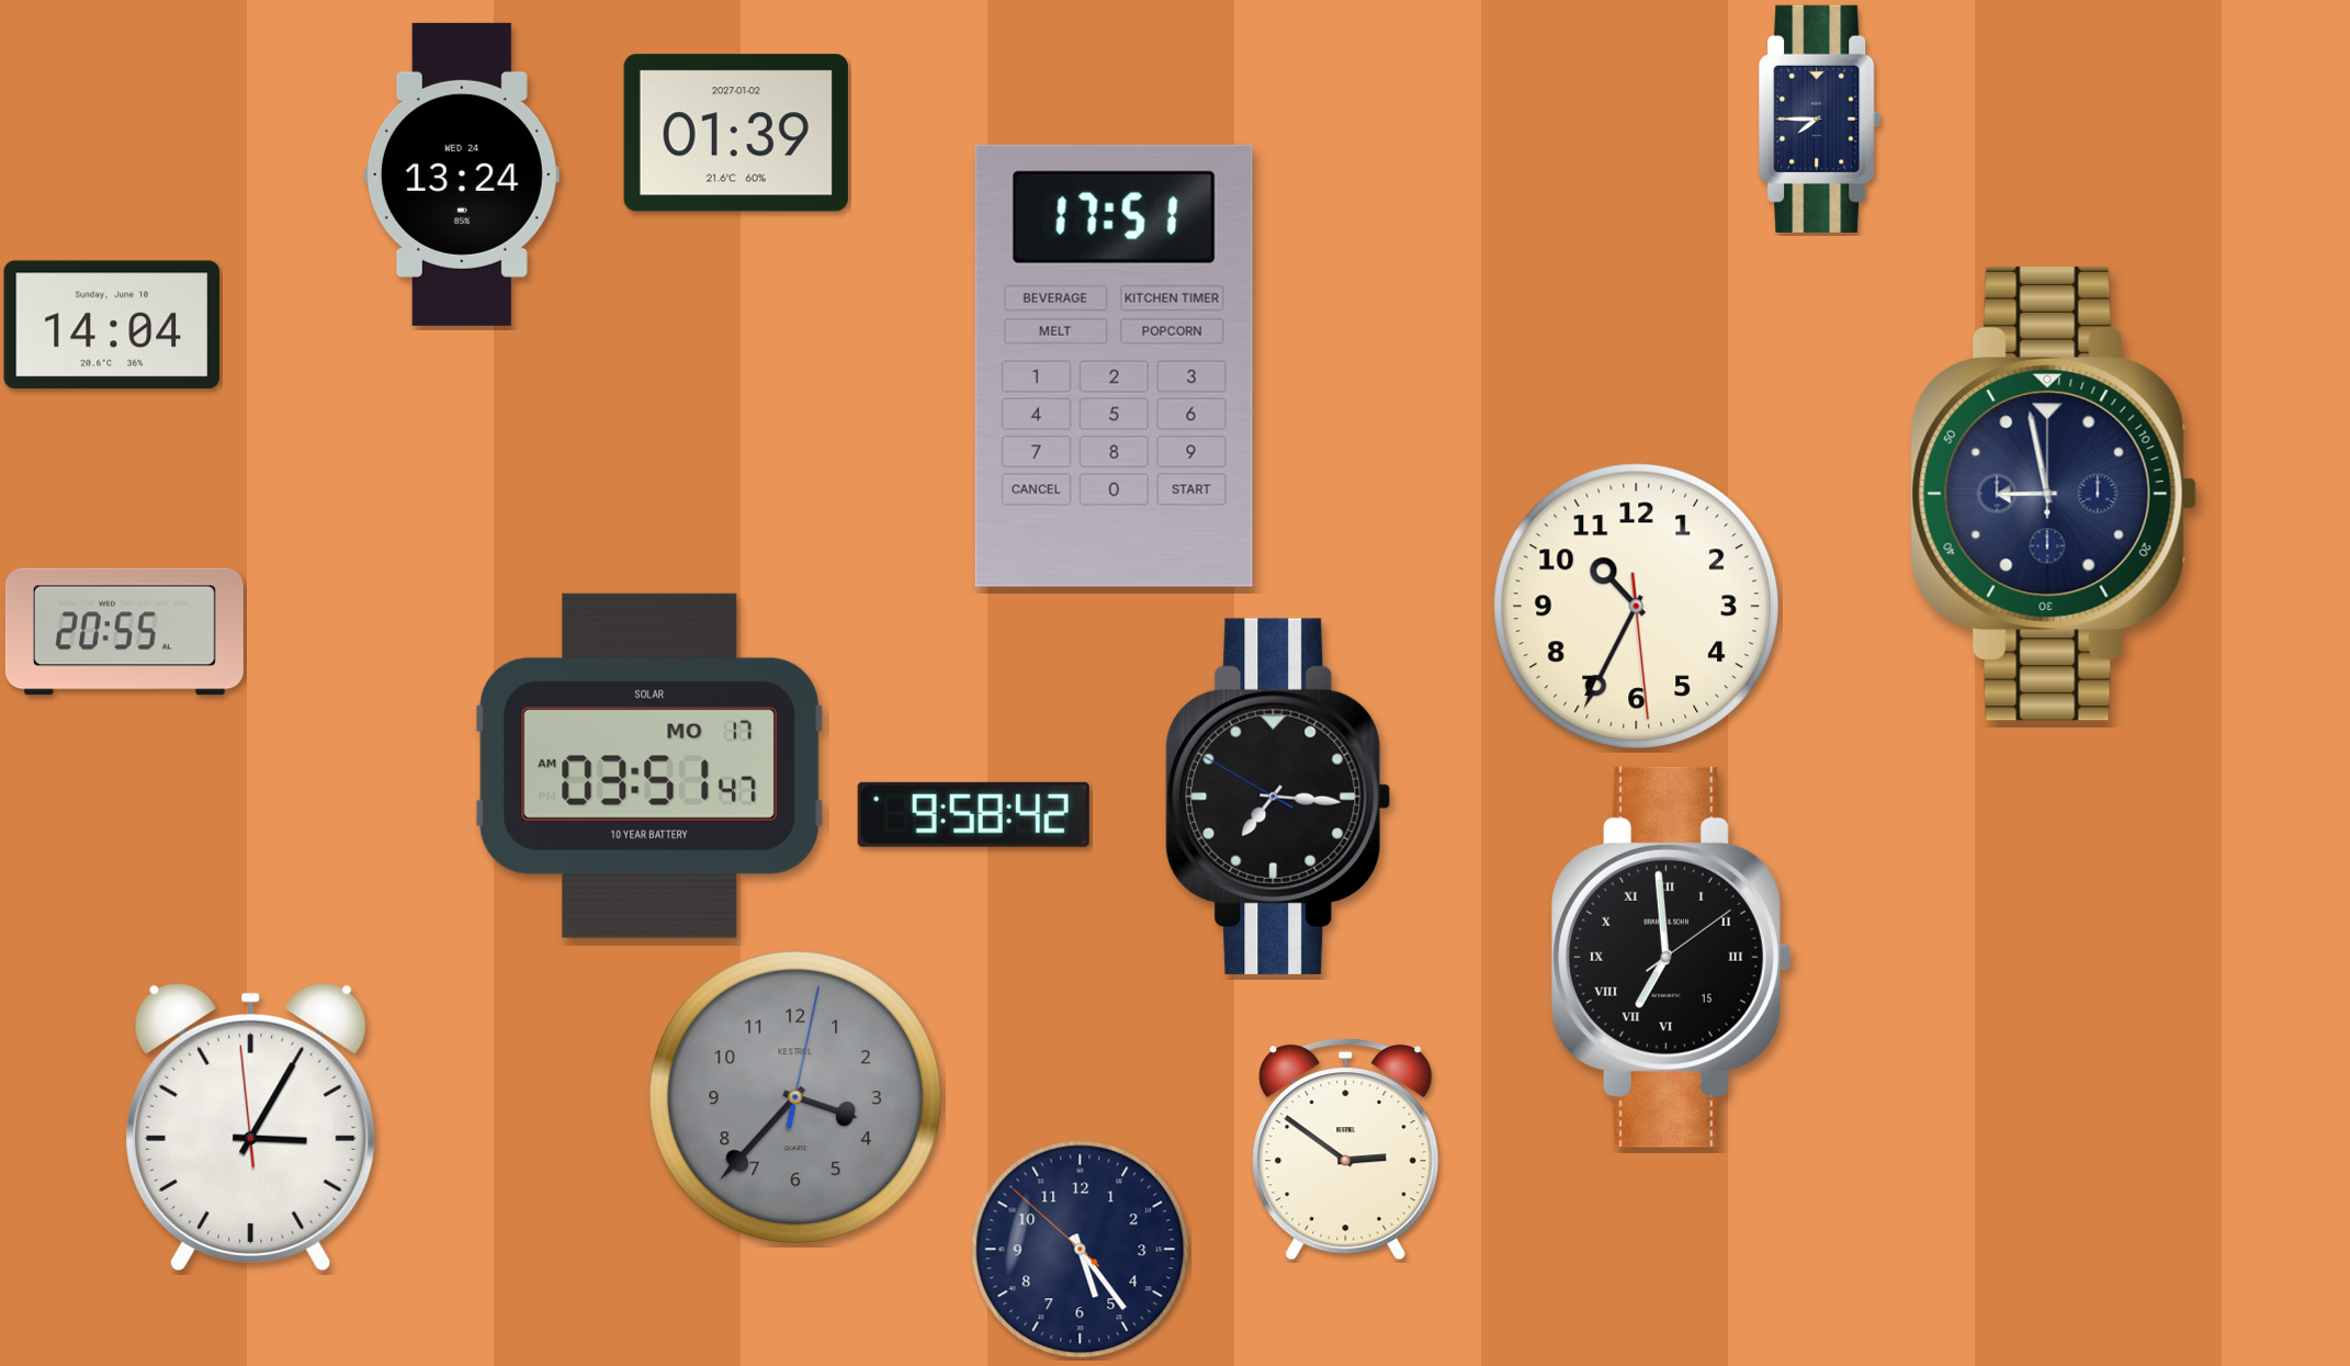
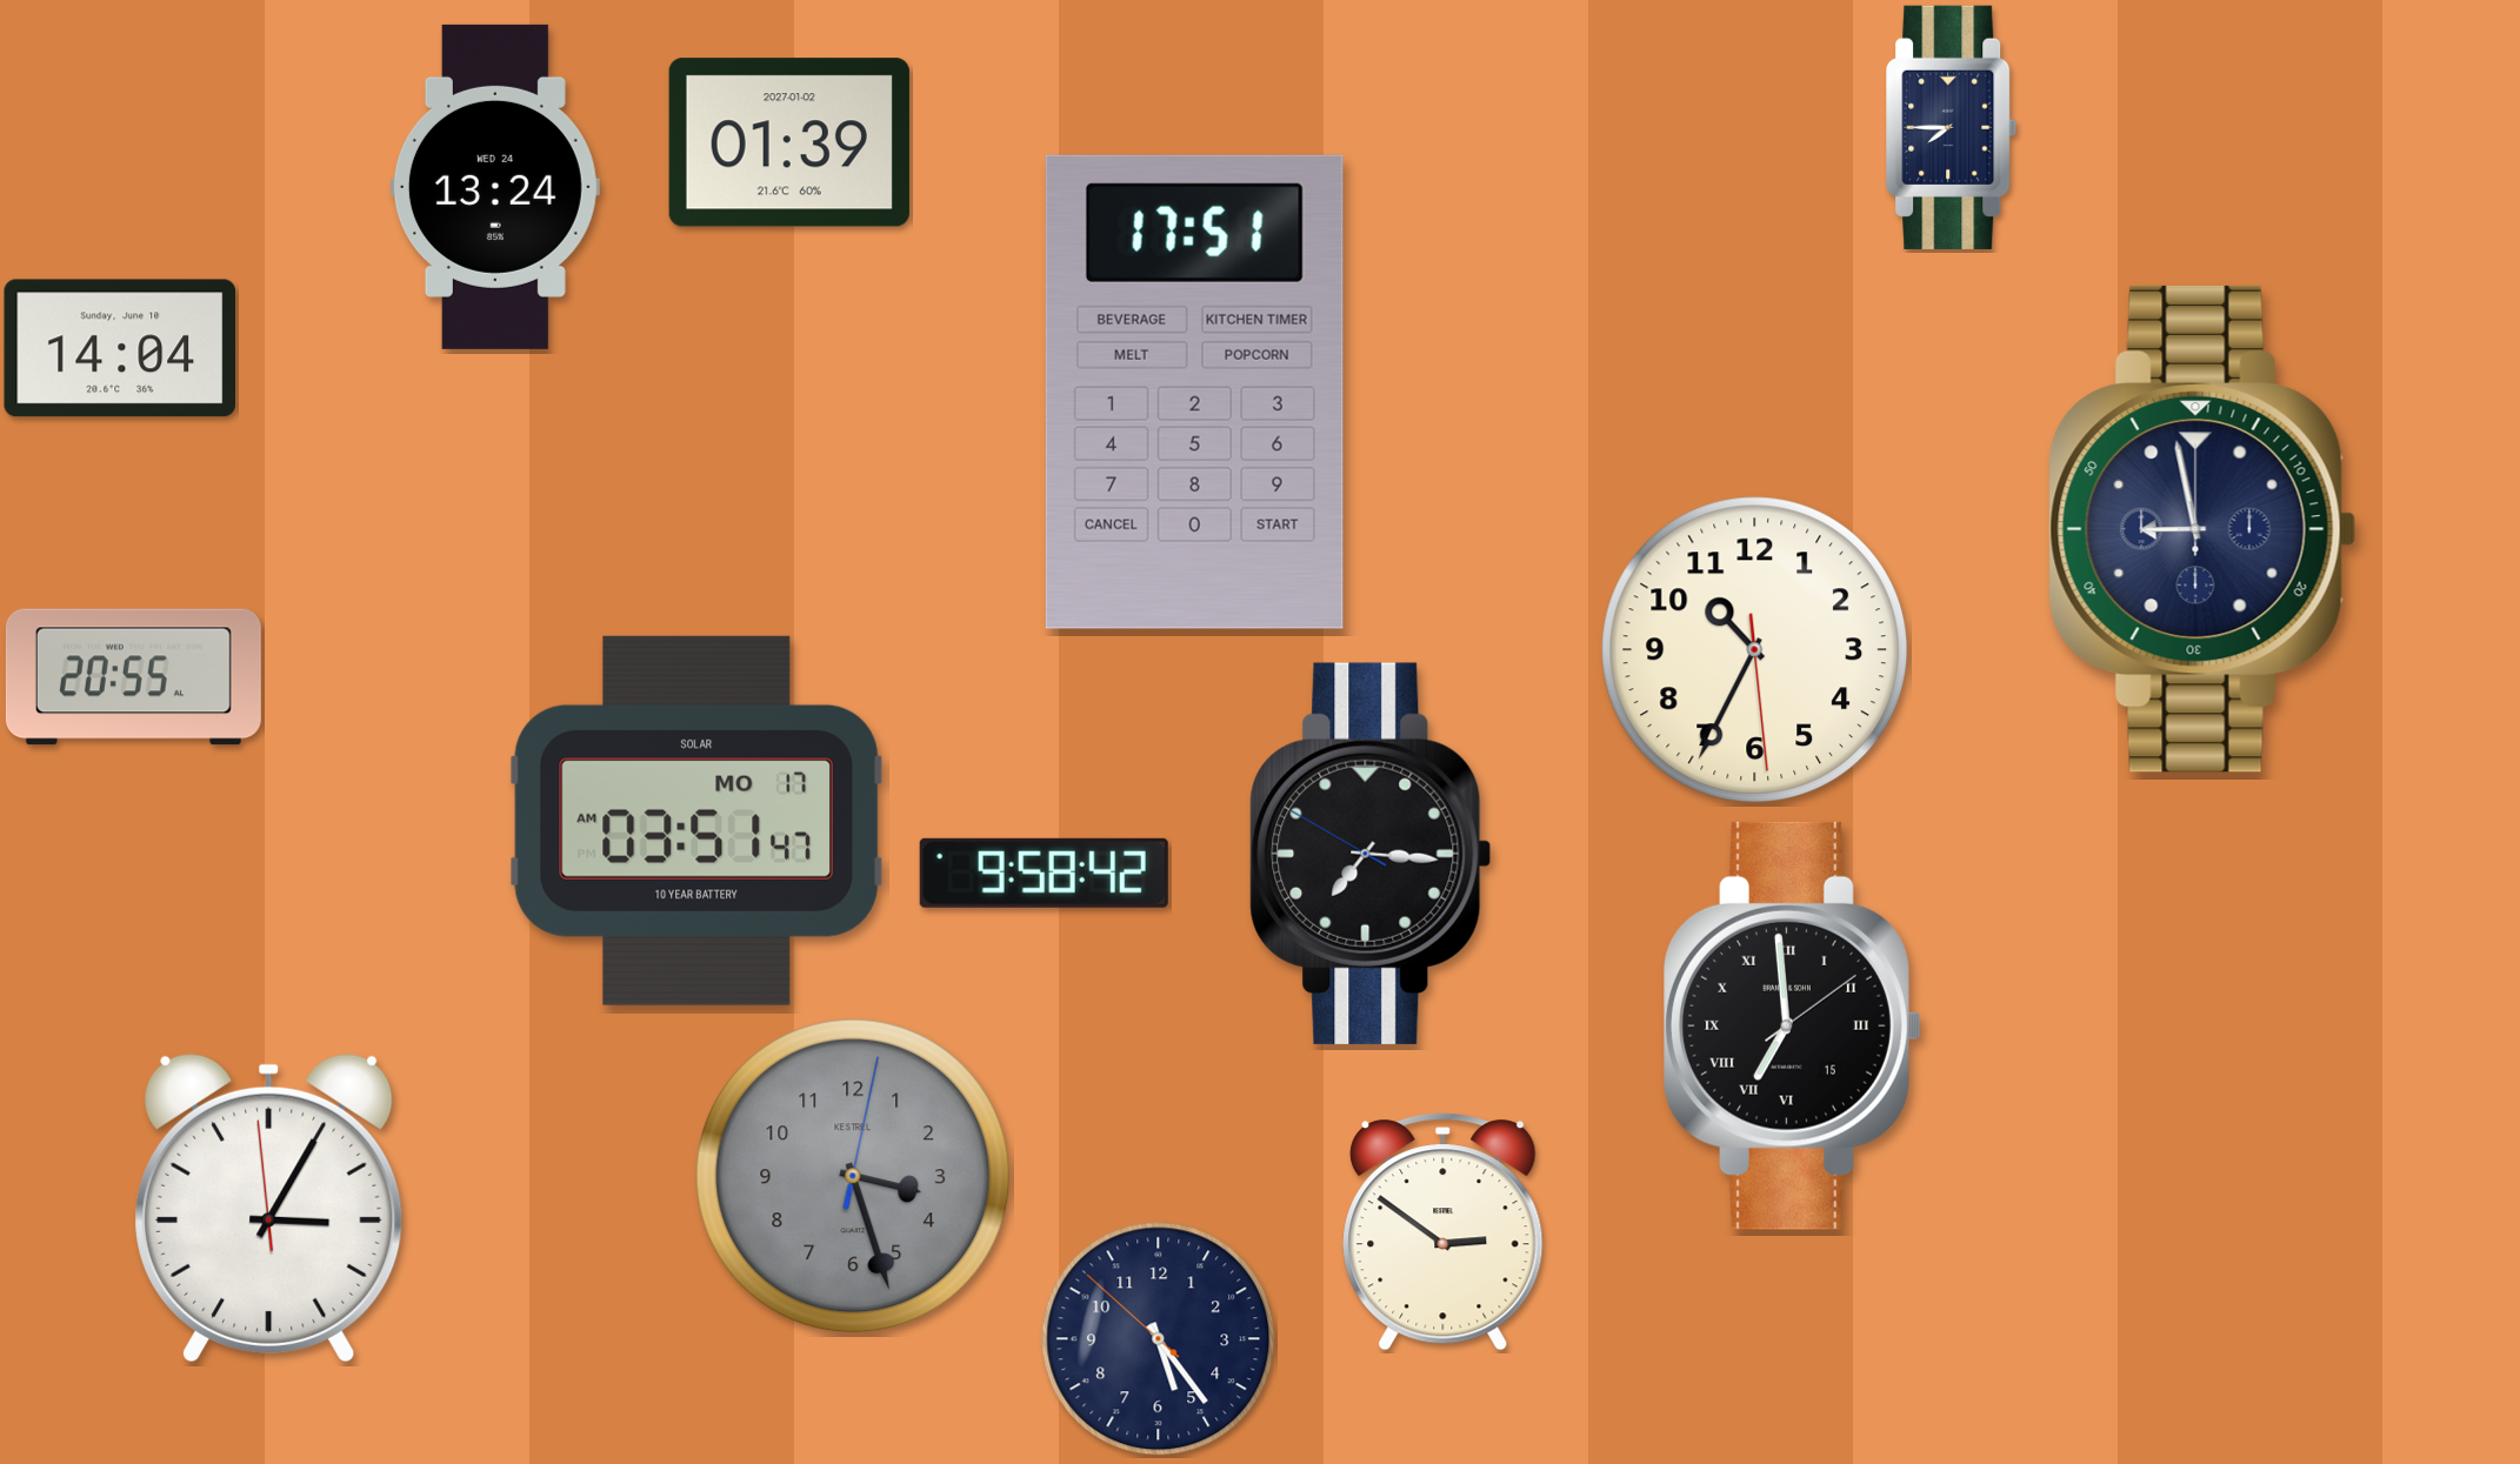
clock at (795, 1097): 3:37 -> 3:27
